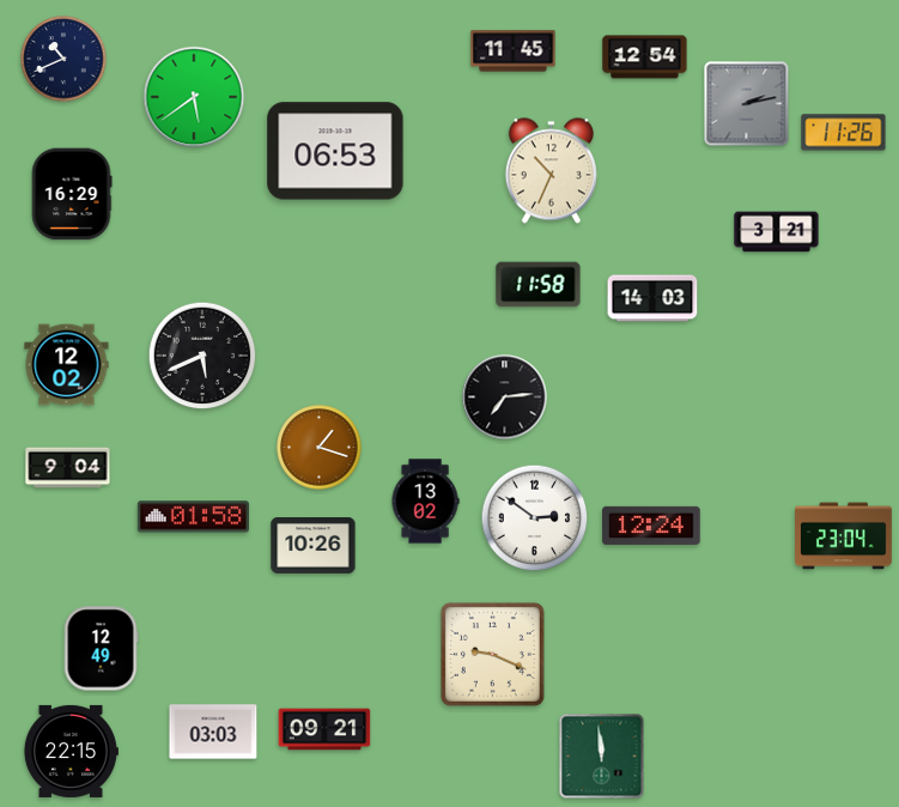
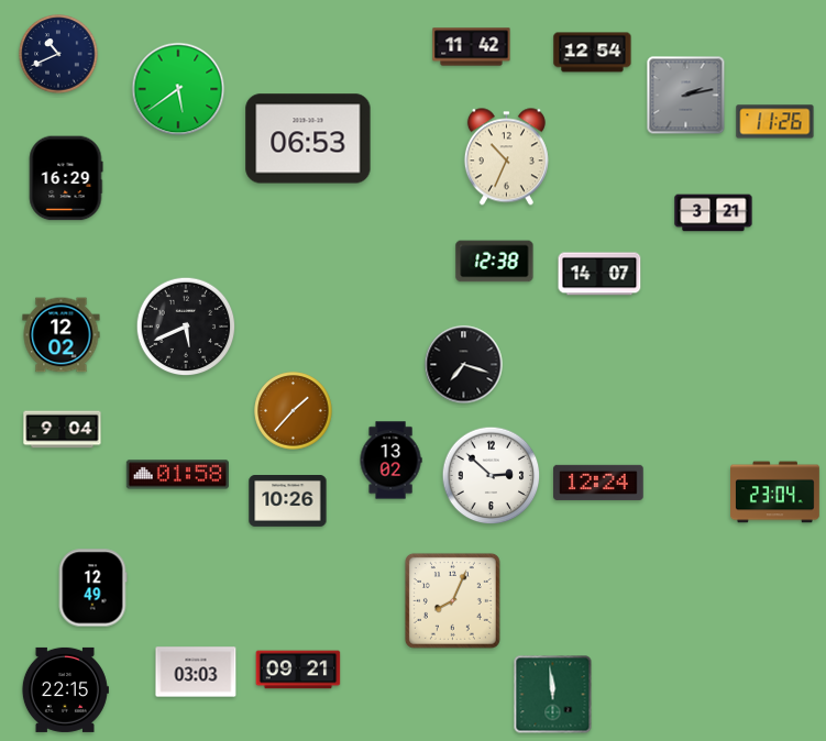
clock at (514, 51): 11:45 -> 11:42
clock at (539, 285): 11:58 -> 12:38
clock at (652, 298): 14:03 -> 14:07
clock at (505, 398): 7:14 -> 7:18
clock at (320, 448): 1:18 -> 1:37
clock at (535, 518): 2:51 -> 2:52
clock at (101, 649) position: (101, 649) -> (92, 588)
clock at (492, 654): 9:19 -> 8:04
